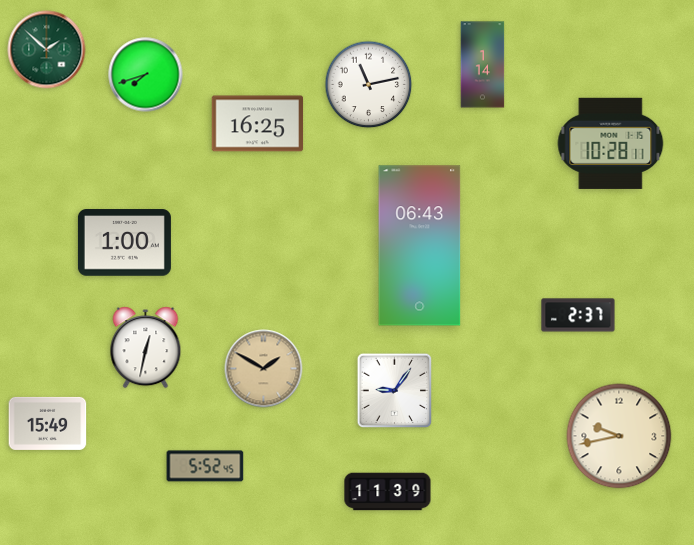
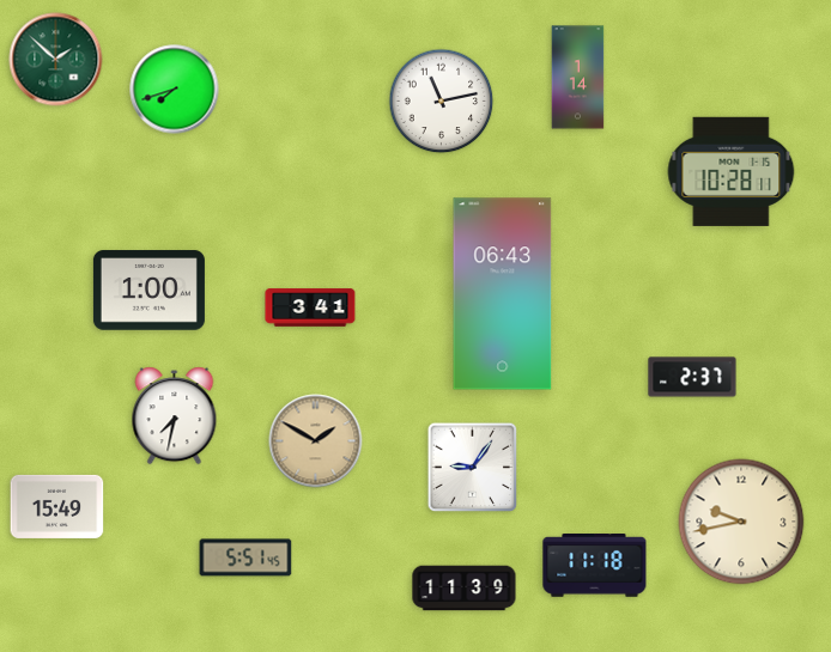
clock at (258, 124): 16:25 -> none
clock at (310, 307): none -> 3:41
clock at (146, 348): 12:32 -> 7:32
clock at (205, 466): 5:52 -> 5:51
clock at (595, 566): none -> 11:18
